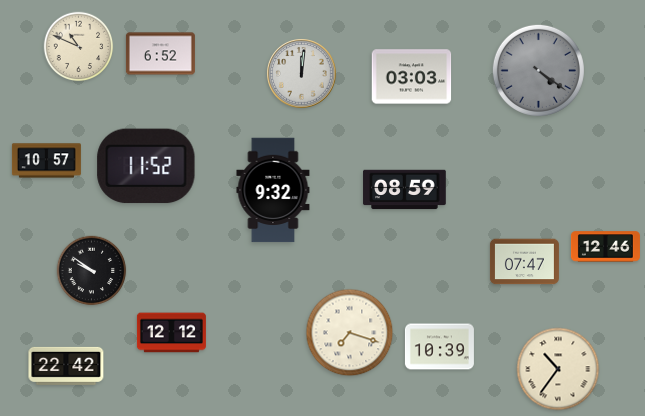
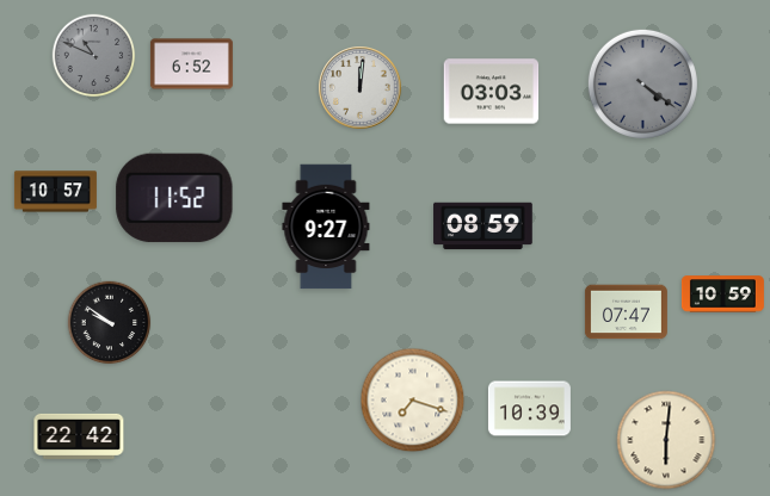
clock at (79, 47) dial: cream -> grey
clock at (273, 190): 9:32 -> 9:27
clock at (605, 247): 12:46 -> 10:59
clock at (171, 333): 12:12 -> none
clock at (350, 333) position: (350, 333) -> (413, 401)
clock at (439, 347) position: (439, 347) -> (529, 409)
clock at (558, 369): 10:36 -> 6:01
